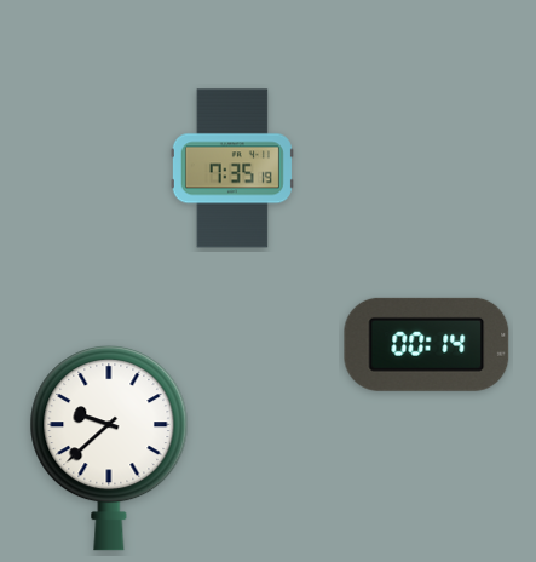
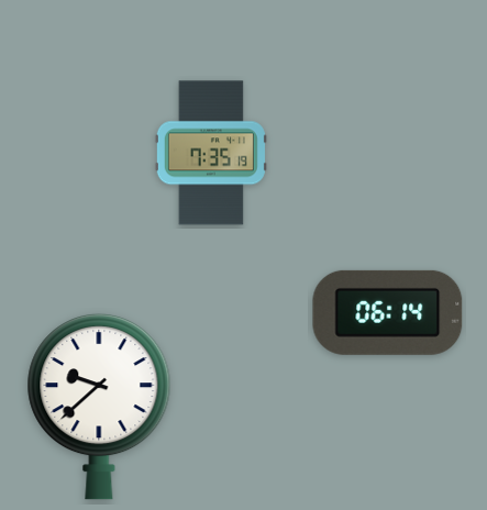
clock at (427, 344): 00:14 -> 06:14
